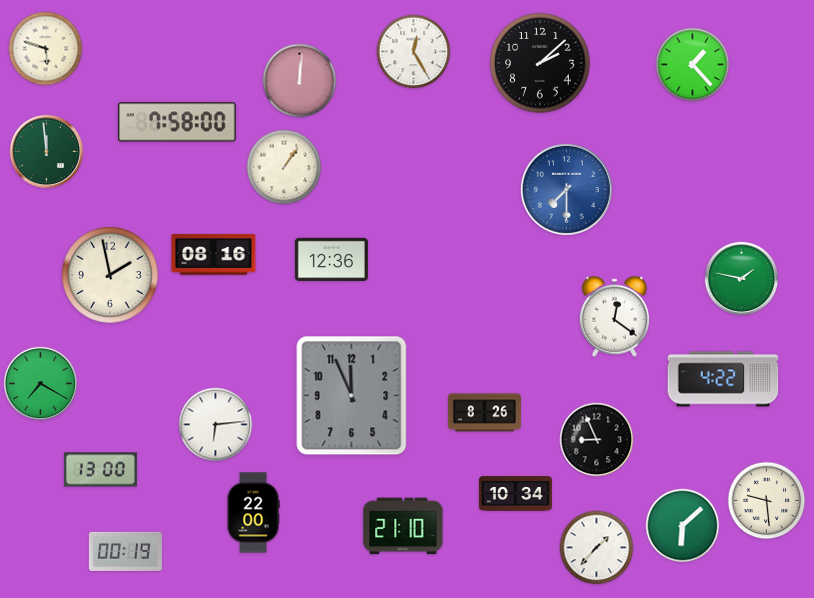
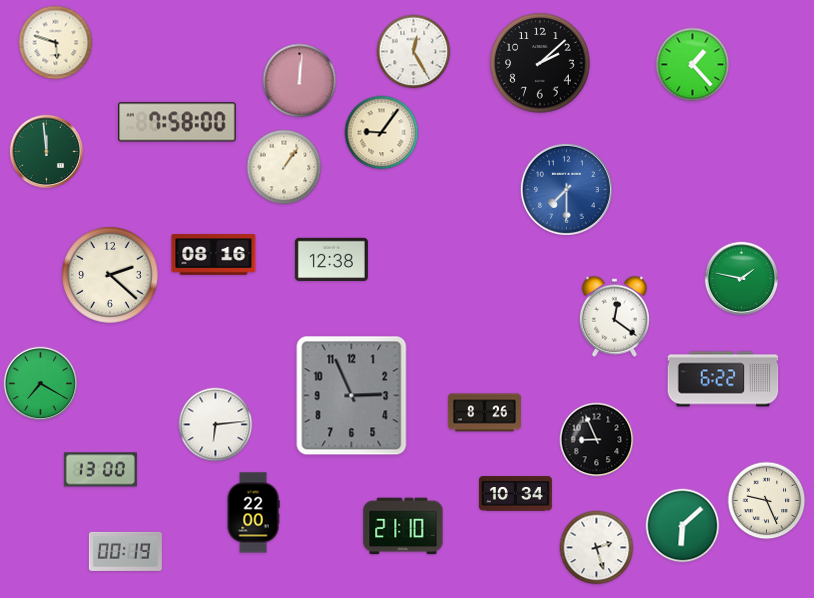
clock at (46, 49) position: (46, 49) -> (56, 43)
clock at (382, 133): none -> 9:06
clock at (331, 259): 12:36 -> 12:38
clock at (111, 276): 1:58 -> 2:22
clock at (723, 379): 4:22 -> 6:22
clock at (352, 396): 11:56 -> 2:56
clock at (767, 501): 9:29 -> 9:26
clock at (597, 548): 1:37 -> 2:27
